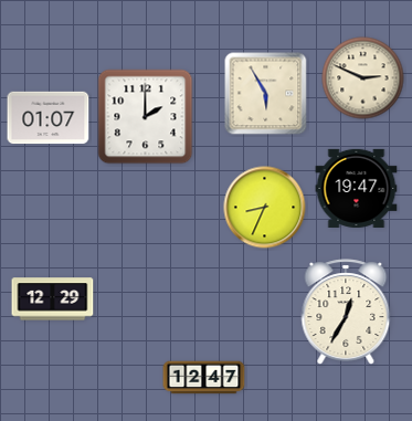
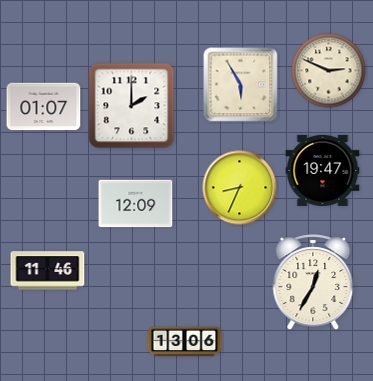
clock at (136, 204): none -> 12:09
clock at (53, 299): 12:29 -> 11:46
clock at (204, 378): 12:47 -> 13:06
